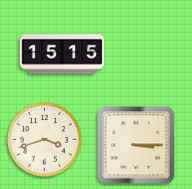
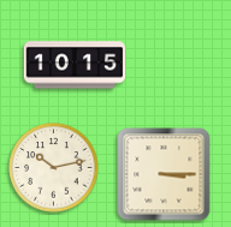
clock at (62, 54): 15:15 -> 10:15
clock at (45, 140): 3:42 -> 10:13
